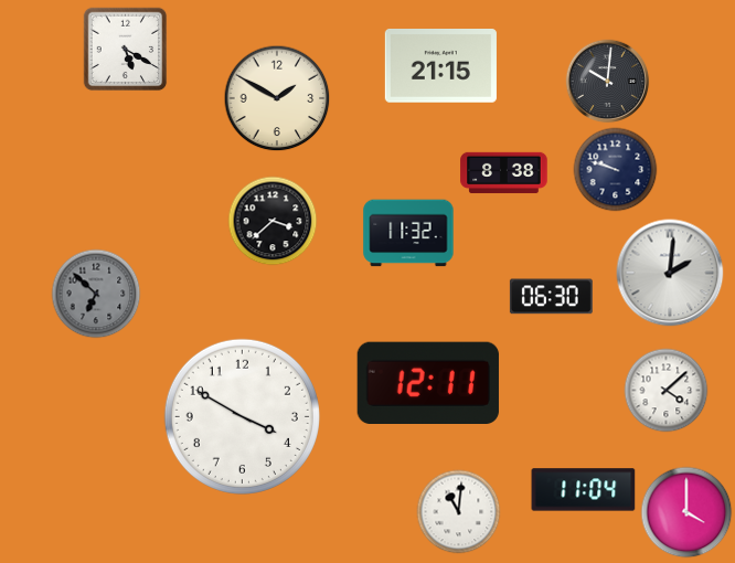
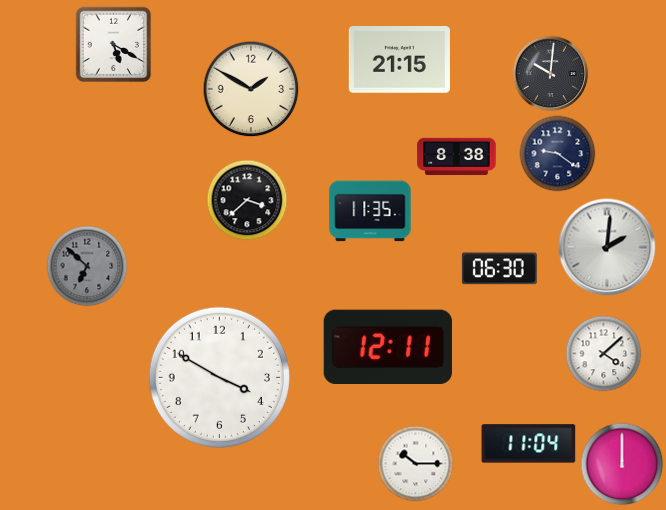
clock at (616, 170): 9:48 -> 9:21
clock at (408, 233): 11:32 -> 11:35
clock at (459, 512): 11:01 -> 10:15
clock at (686, 512): 4:00 -> 12:00
